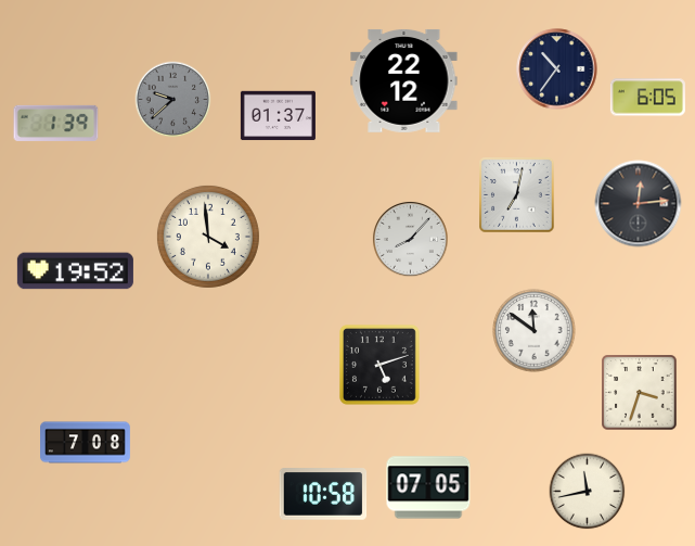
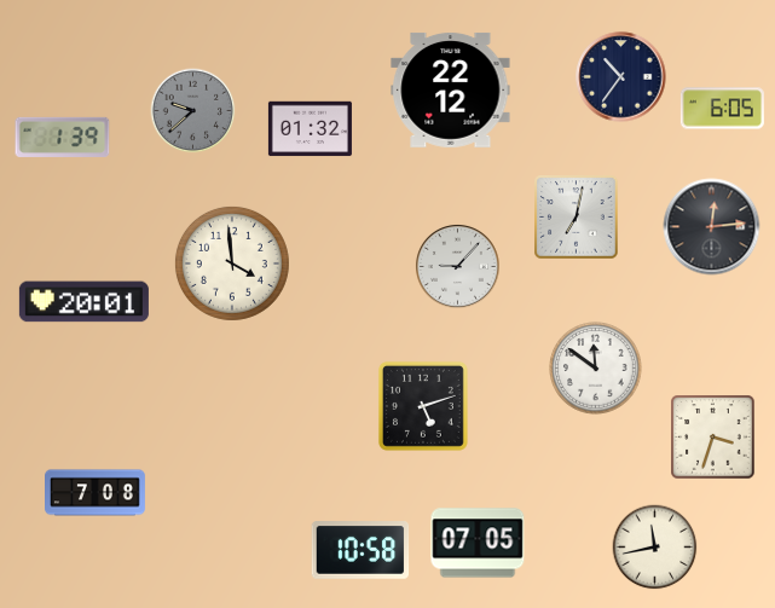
clock at (278, 116): 01:37 -> 01:32
clock at (410, 239): 8:07 -> 9:07
clock at (75, 271): 19:52 -> 20:01
